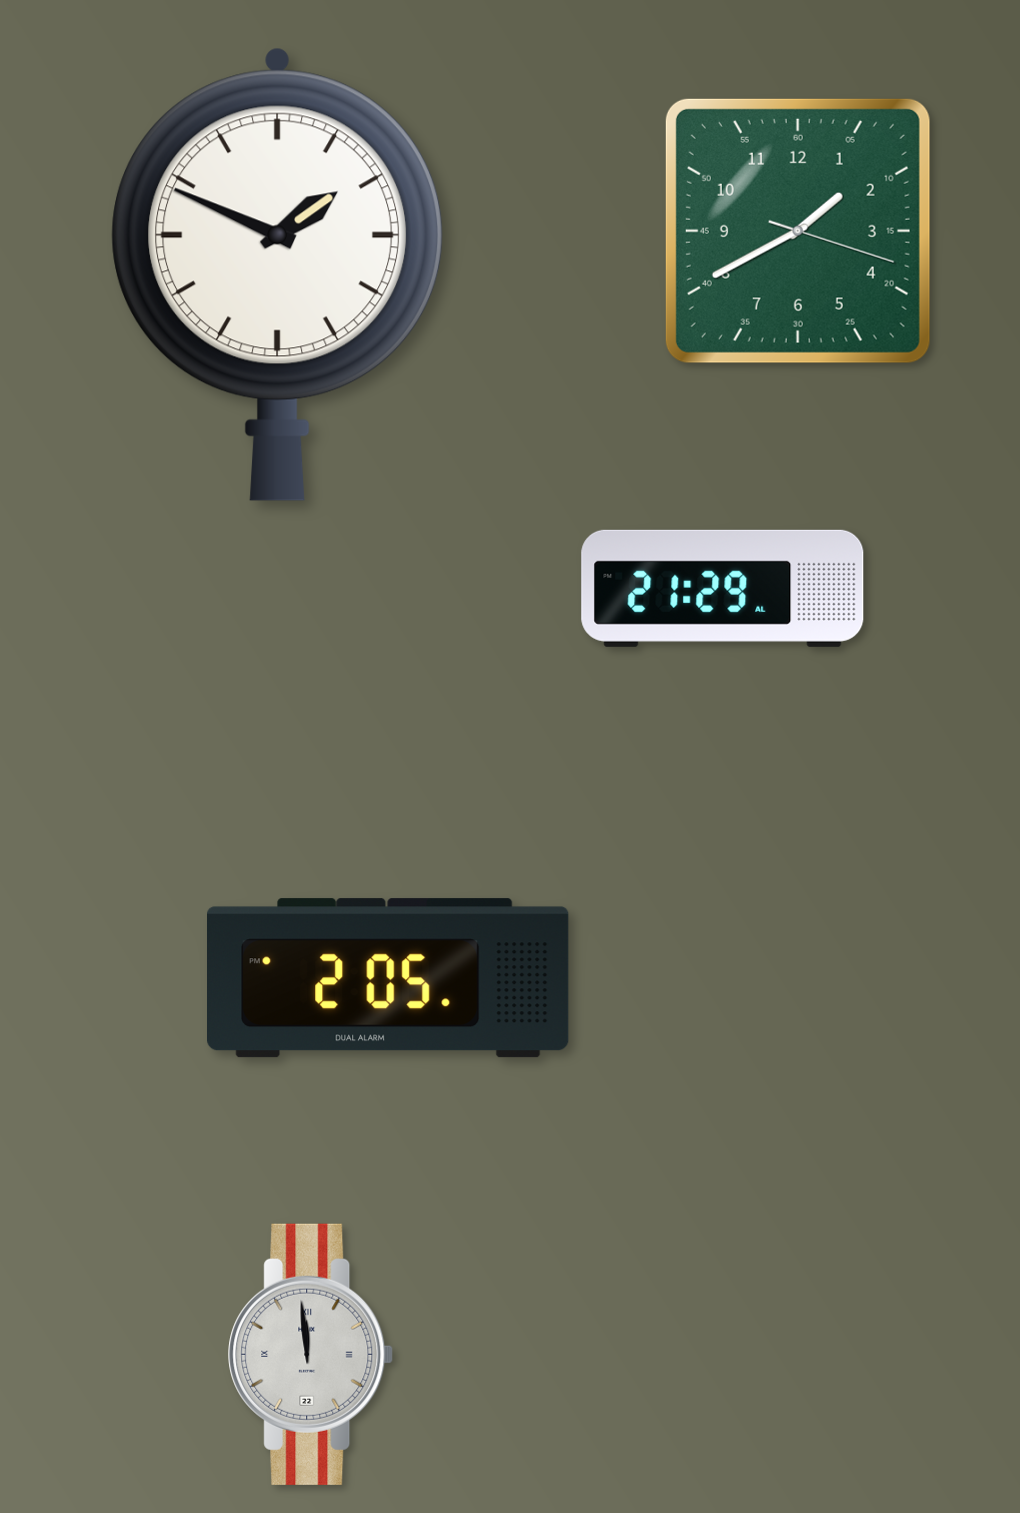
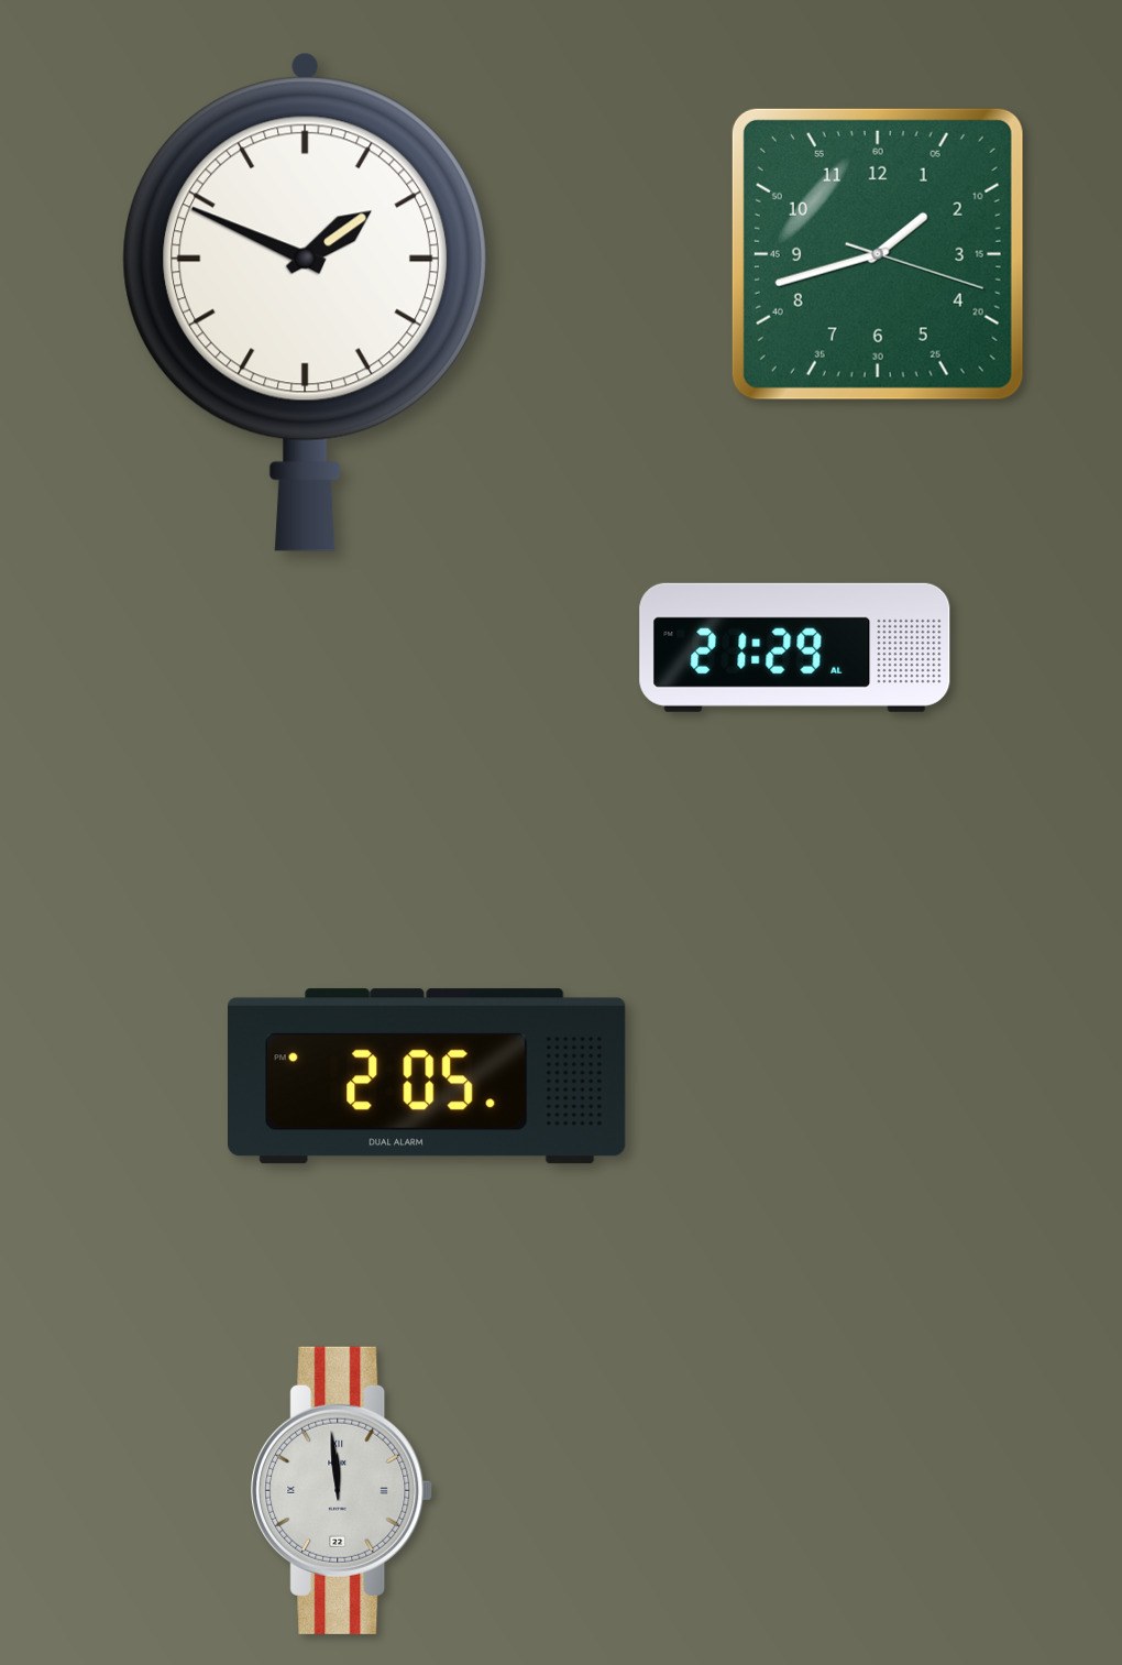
clock at (798, 231): 1:40 -> 1:42
